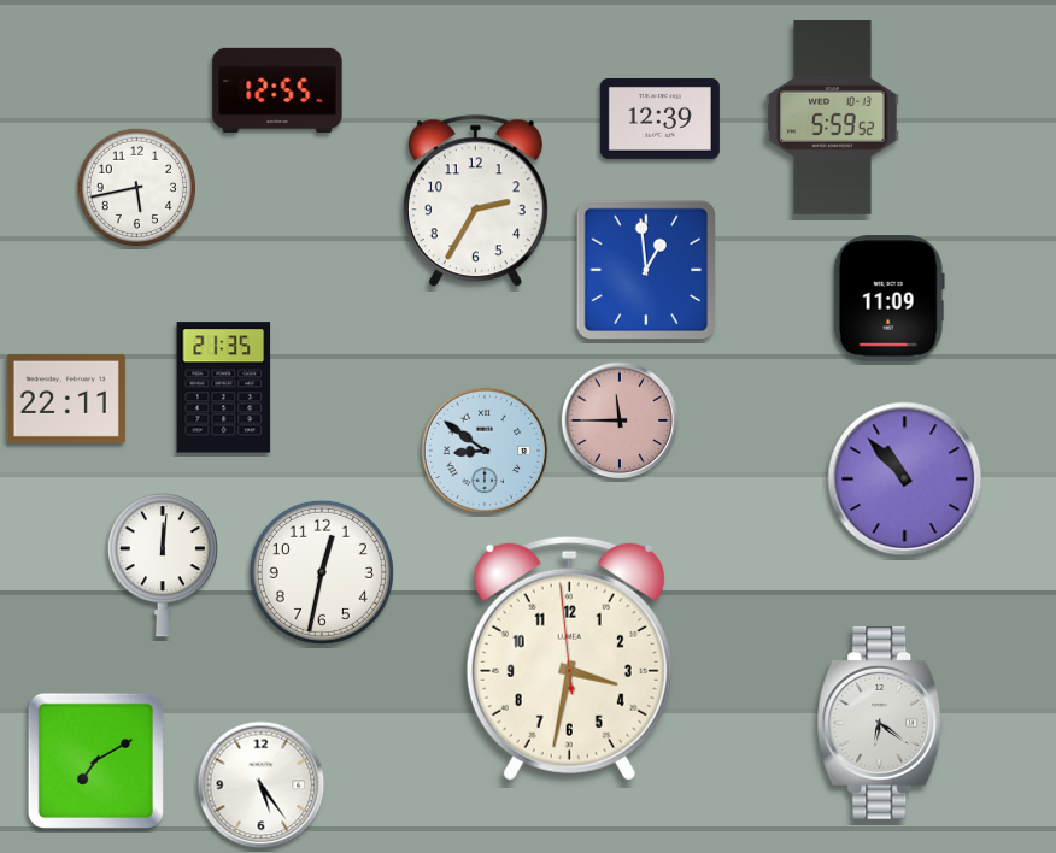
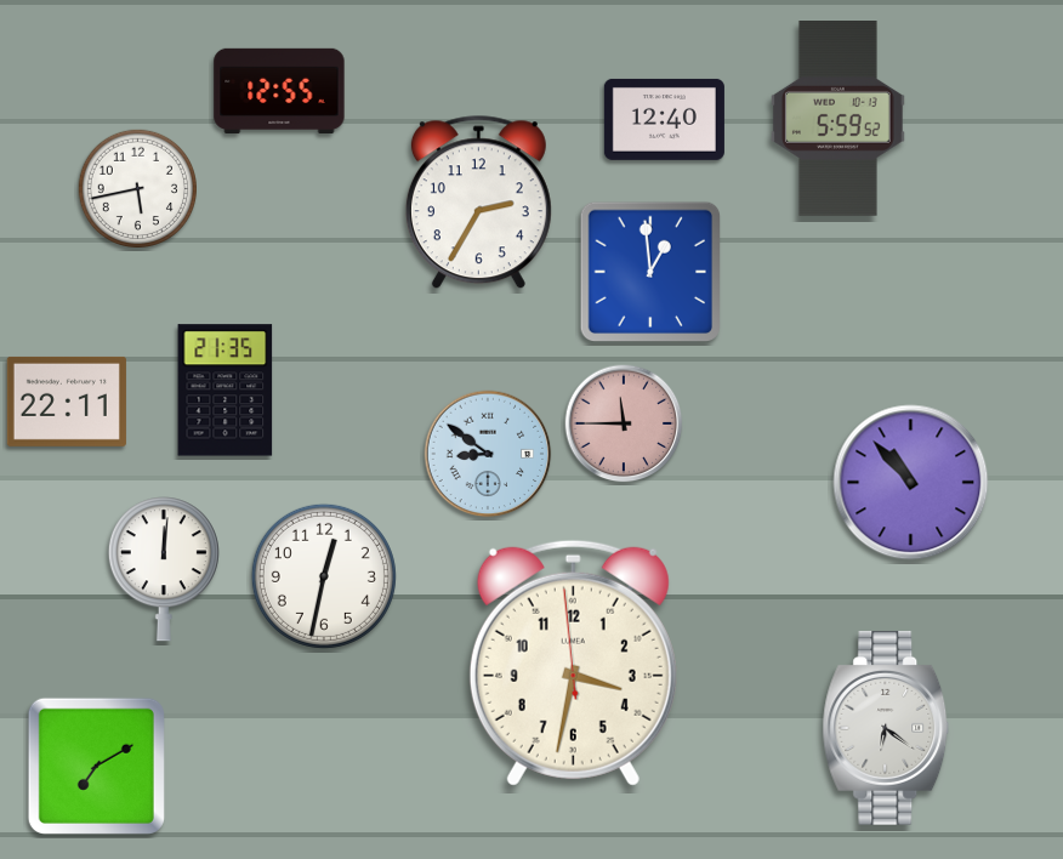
clock at (659, 118): 12:39 -> 12:40
clock at (888, 299): 11:09 -> none
clock at (262, 786): 5:24 -> none
